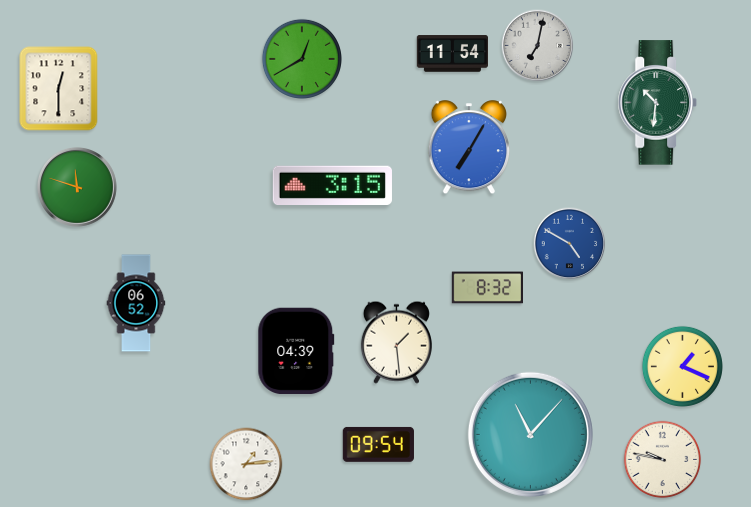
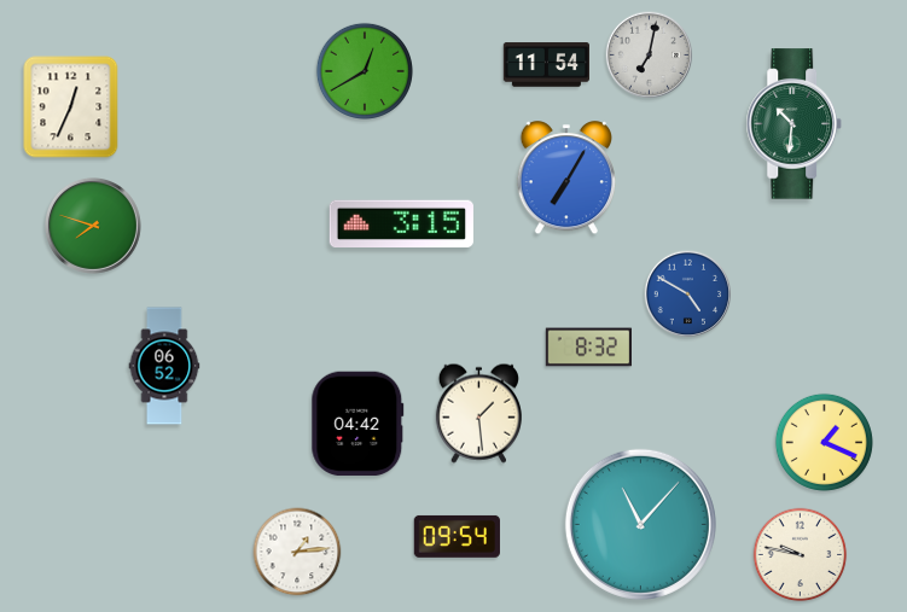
clock at (59, 89): 12:30 -> 12:34
clock at (77, 187): 11:48 -> 7:48
clock at (296, 351): 04:39 -> 04:42
clock at (246, 464) position: (246, 464) -> (297, 552)
